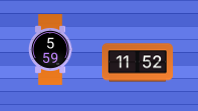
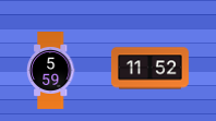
clock at (50, 50) position: (50, 50) -> (50, 71)
